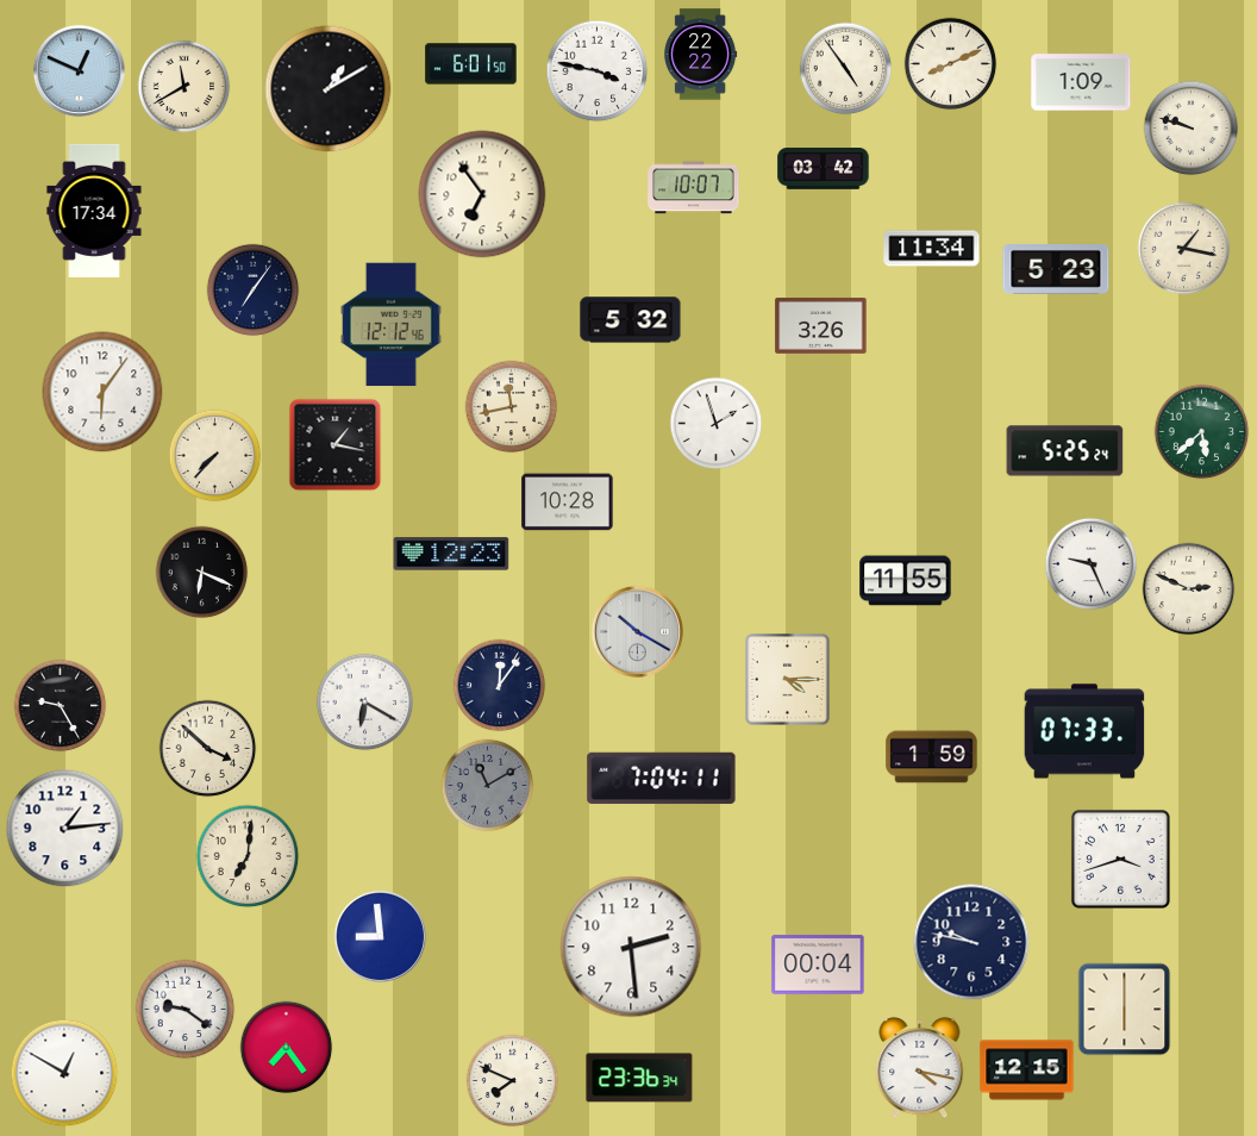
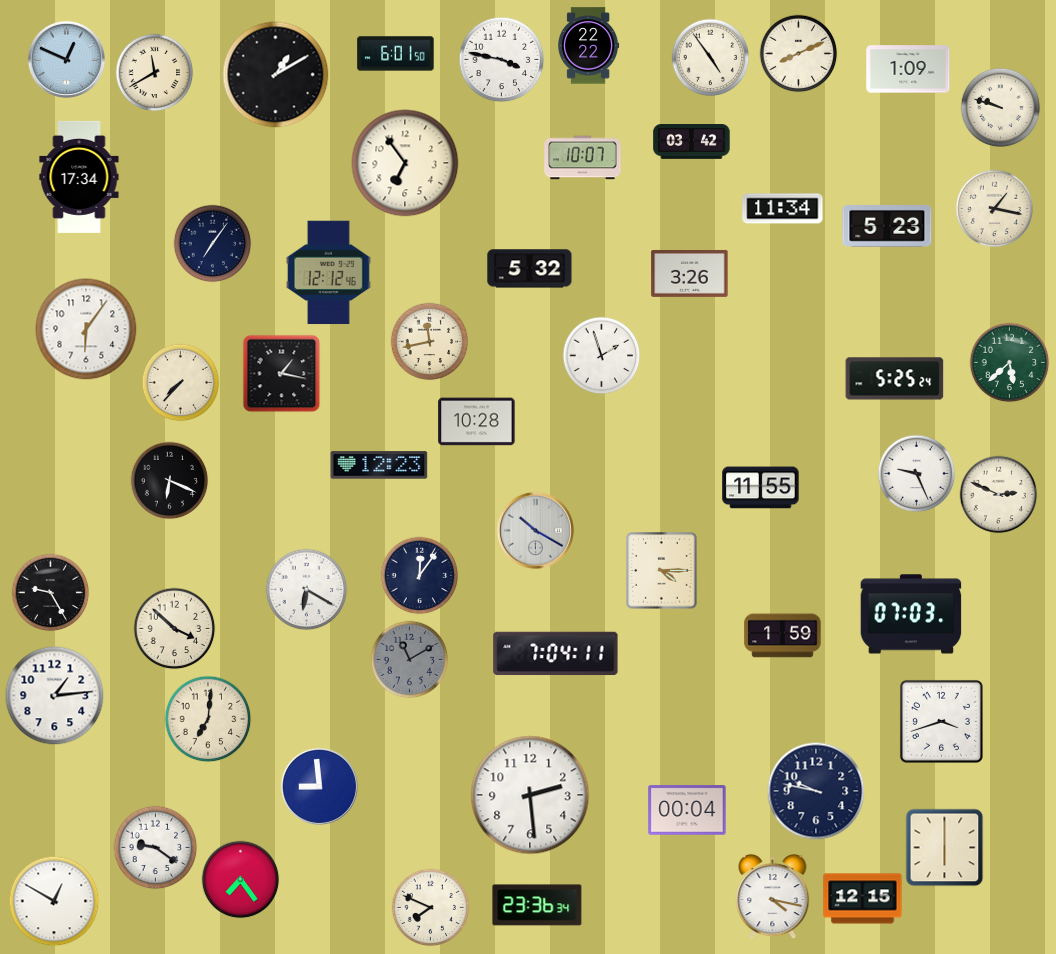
clock at (1084, 731): 07:33 -> 07:03
